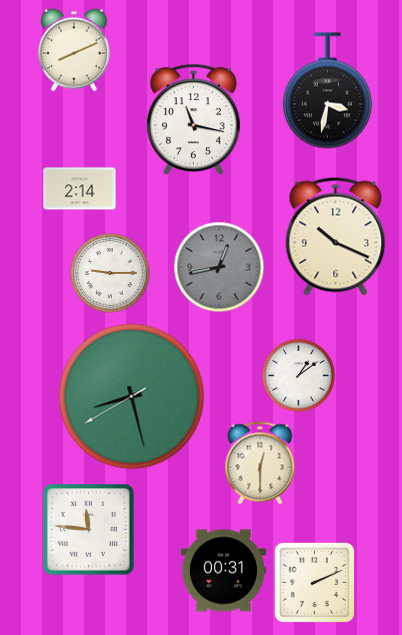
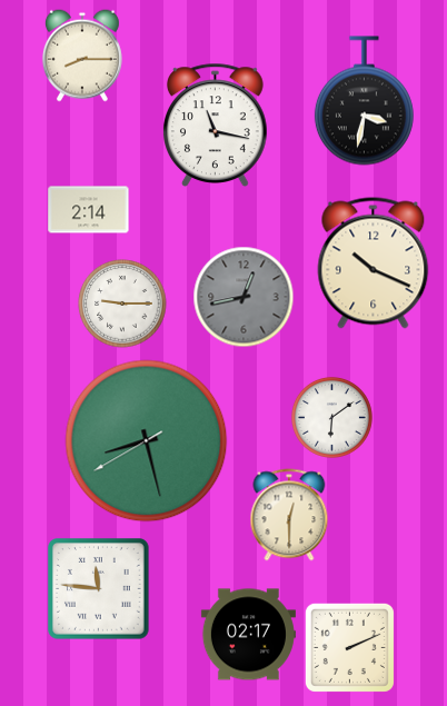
clock at (74, 50): 8:11 -> 8:15
clock at (194, 119) position: (194, 119) -> (216, 125)
clock at (298, 375): 1:09 -> 6:09
clock at (223, 571): 00:31 -> 02:17
